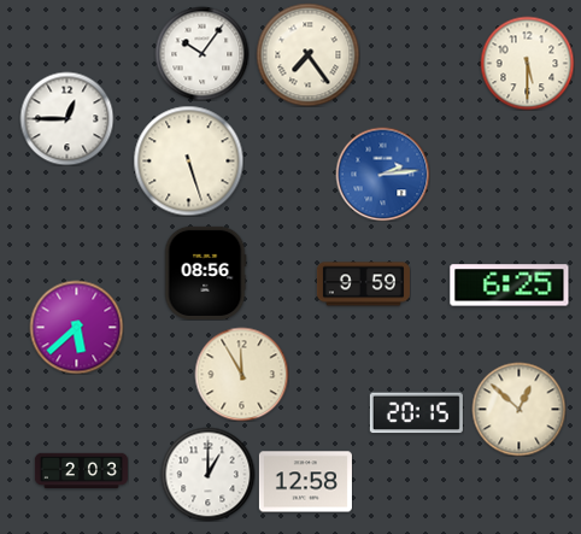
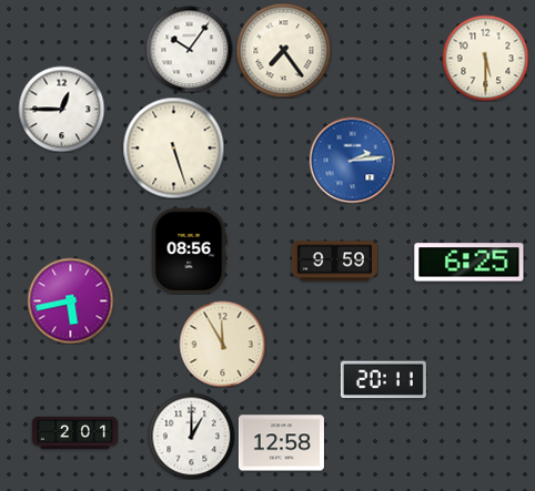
clock at (201, 53) position: (201, 53) -> (189, 49)
clock at (76, 327): 5:38 -> 5:43
clock at (518, 409): 12:52 -> none
clock at (416, 413): 20:15 -> 20:11
clock at (81, 471): 2:03 -> 2:01
